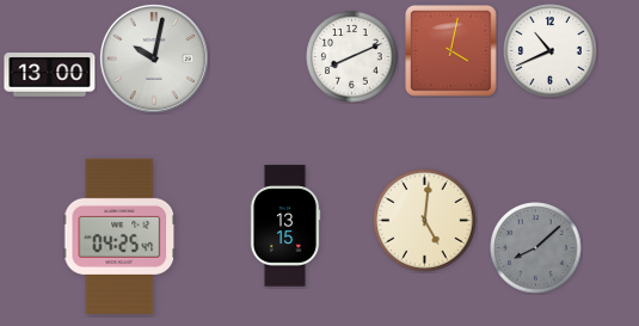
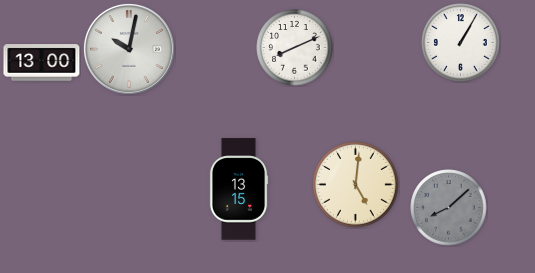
clock at (451, 51): 4:02 -> none
clock at (551, 51): 10:41 -> 1:05
clock at (119, 236): 04:25 -> none
